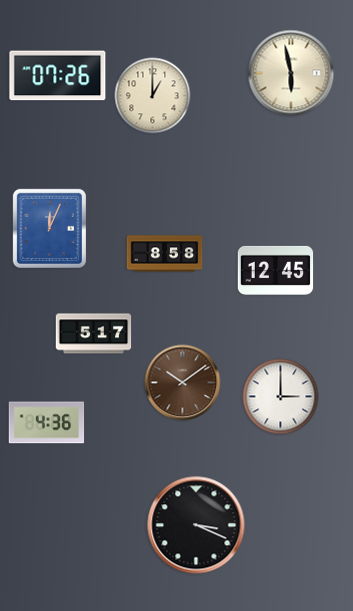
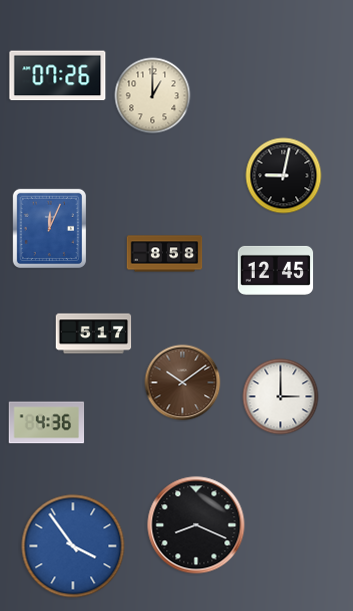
clock at (291, 73): 5:58 -> none
clock at (284, 176): none -> 9:02
clock at (196, 525): 3:19 -> 8:19
clock at (73, 546): none -> 3:54
